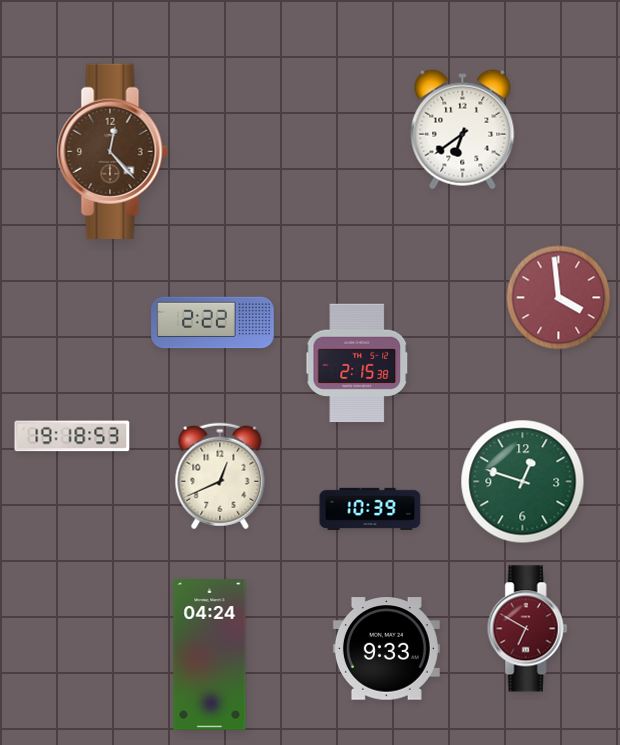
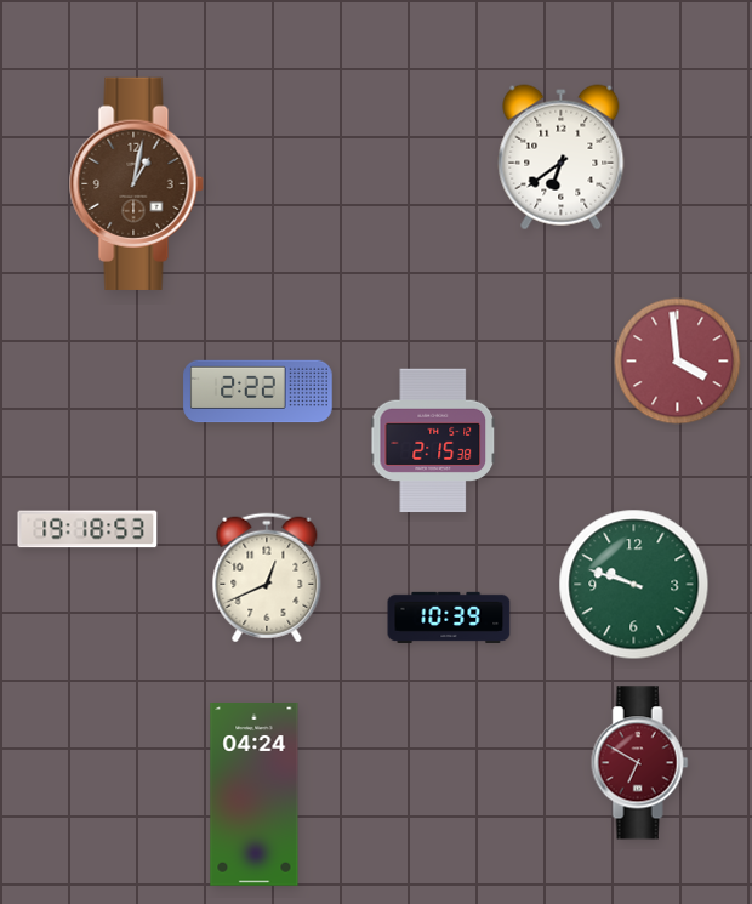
clock at (112, 151): 12:23 -> 1:02
clock at (523, 482): 12:48 -> 9:48
clock at (386, 649): 9:33 -> none
